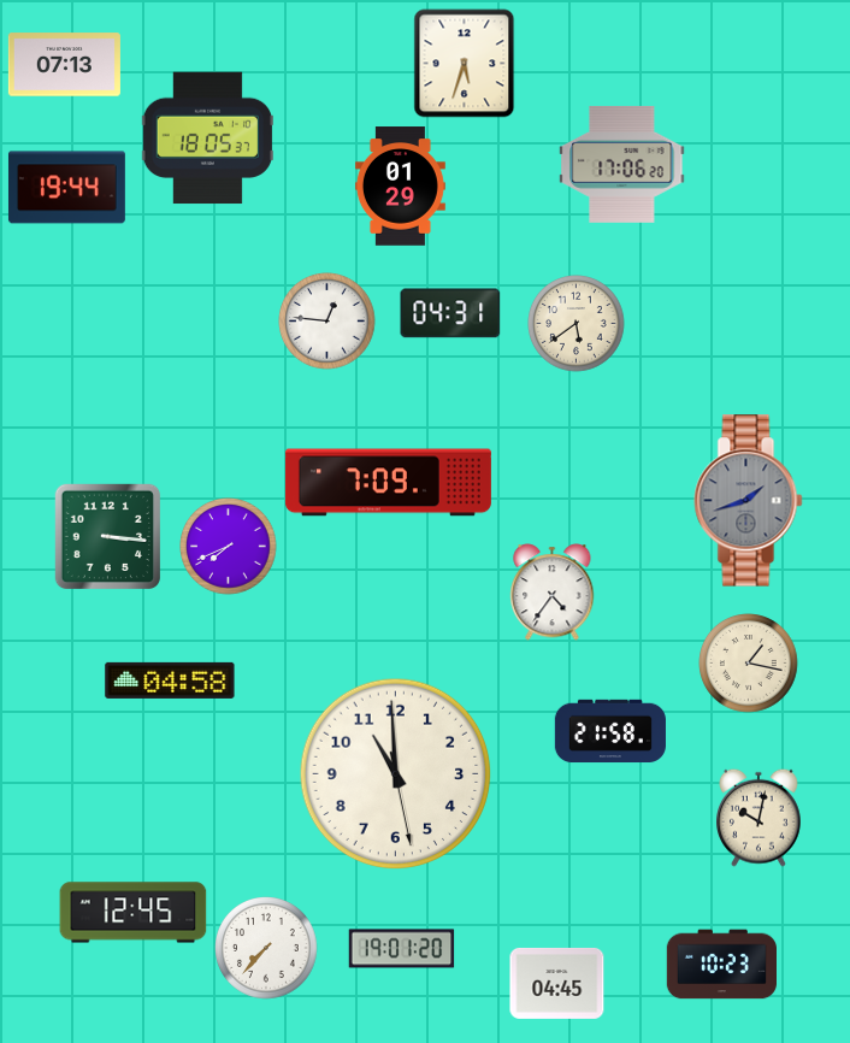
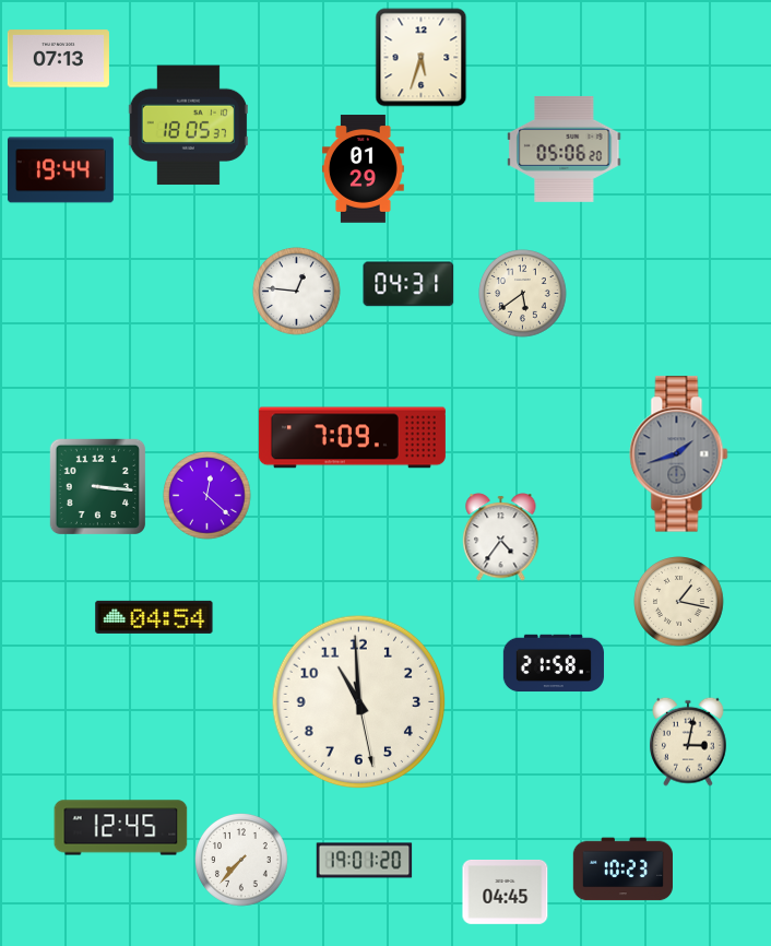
clock at (622, 164): 17:06 -> 05:06
clock at (229, 547): 7:41 -> 12:22
clock at (170, 680): 04:58 -> 04:54
clock at (760, 818): 10:02 -> 3:02
clock at (721, 965) position: (721, 965) -> (622, 870)
